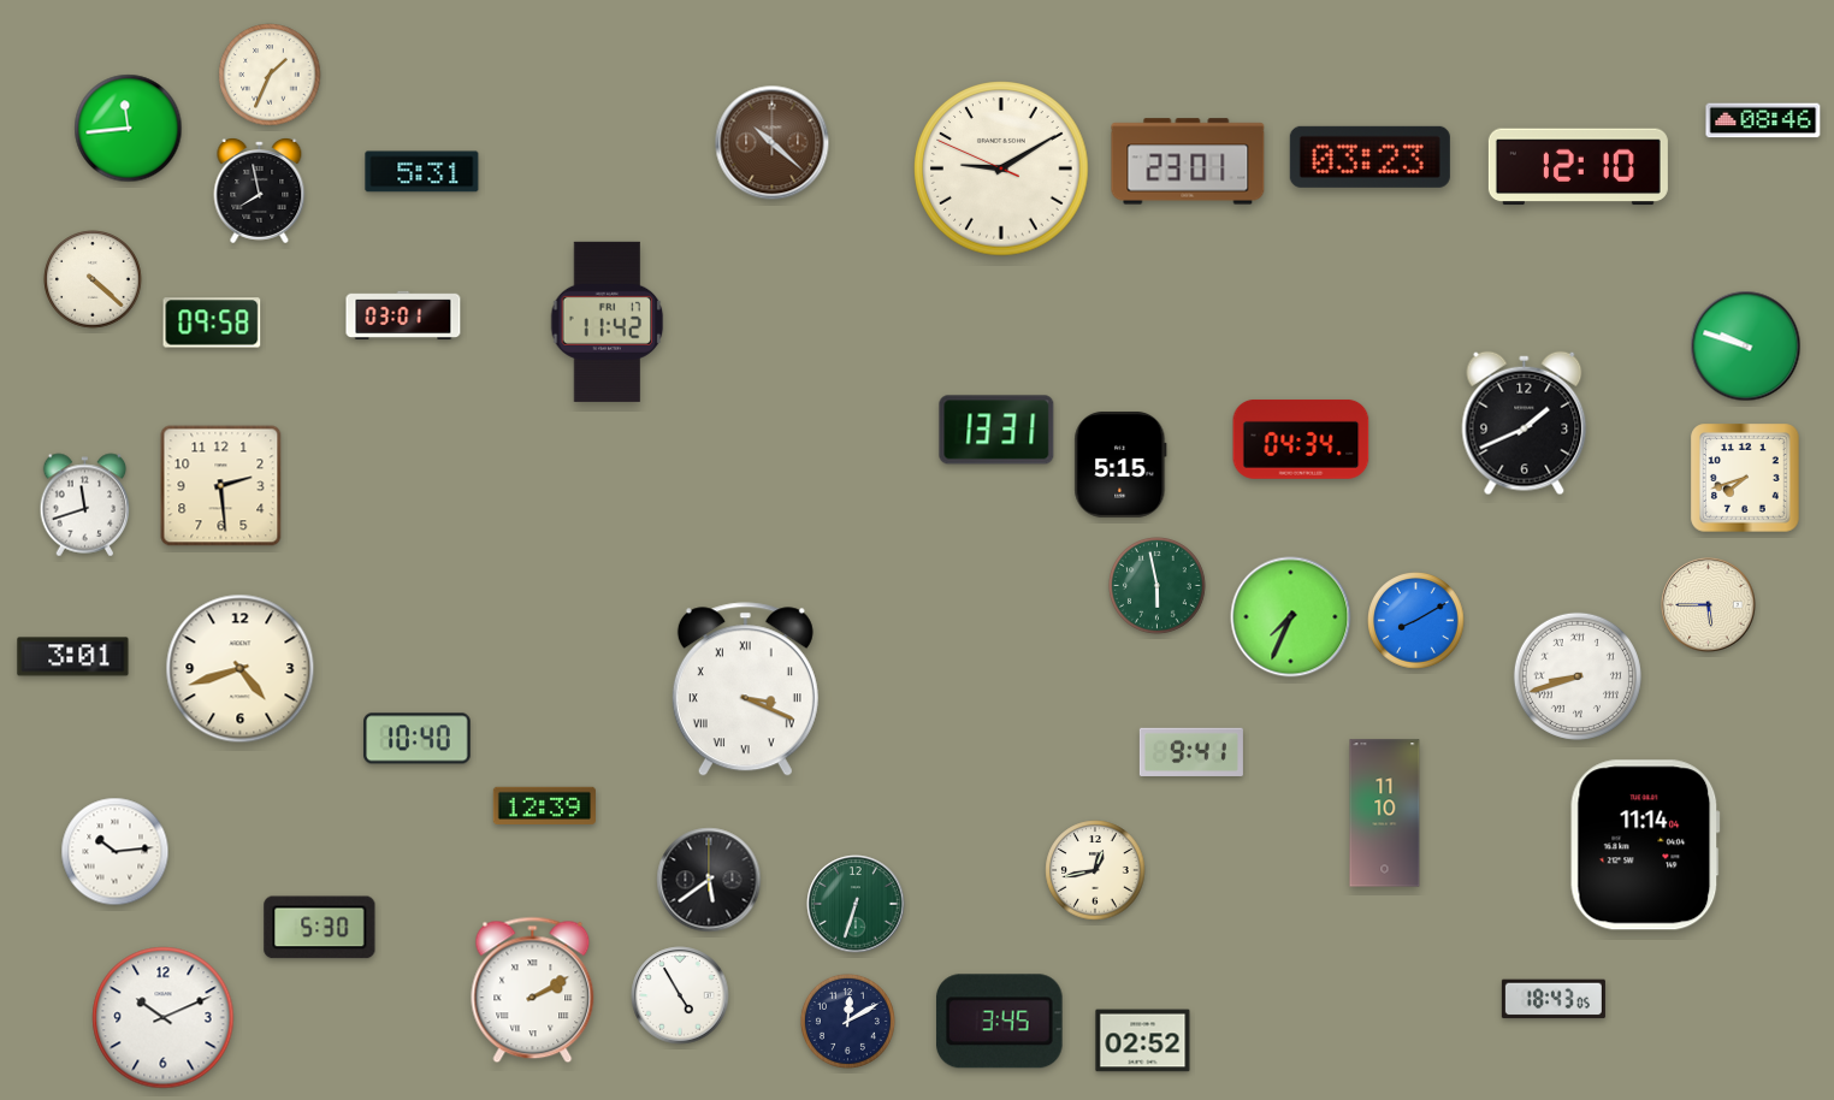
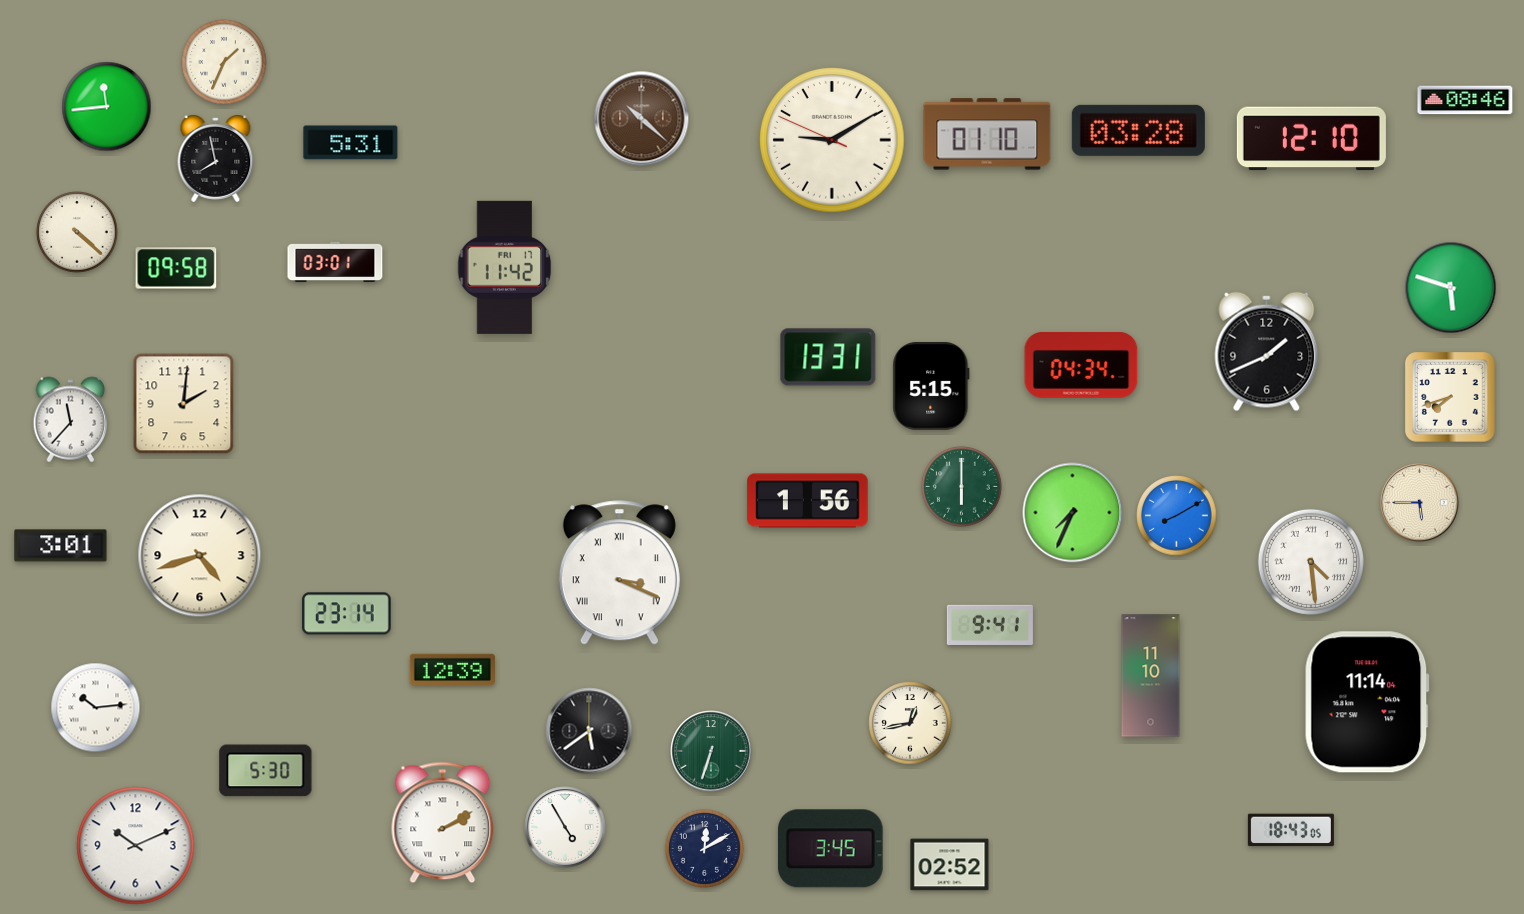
clock at (1369, 156): 03:23 -> 03:28
clock at (1188, 161): 23:01 -> 01:10
clock at (1746, 347): 9:48 -> 5:48
clock at (221, 486): 2:29 -> 2:01
clock at (85, 505): 11:42 -> 11:37
clock at (1158, 586): 5:58 -> 6:00
clock at (808, 501): none -> 1:56
clock at (1578, 676): 8:42 -> 4:29
clock at (418, 739): 10:40 -> 23:14
